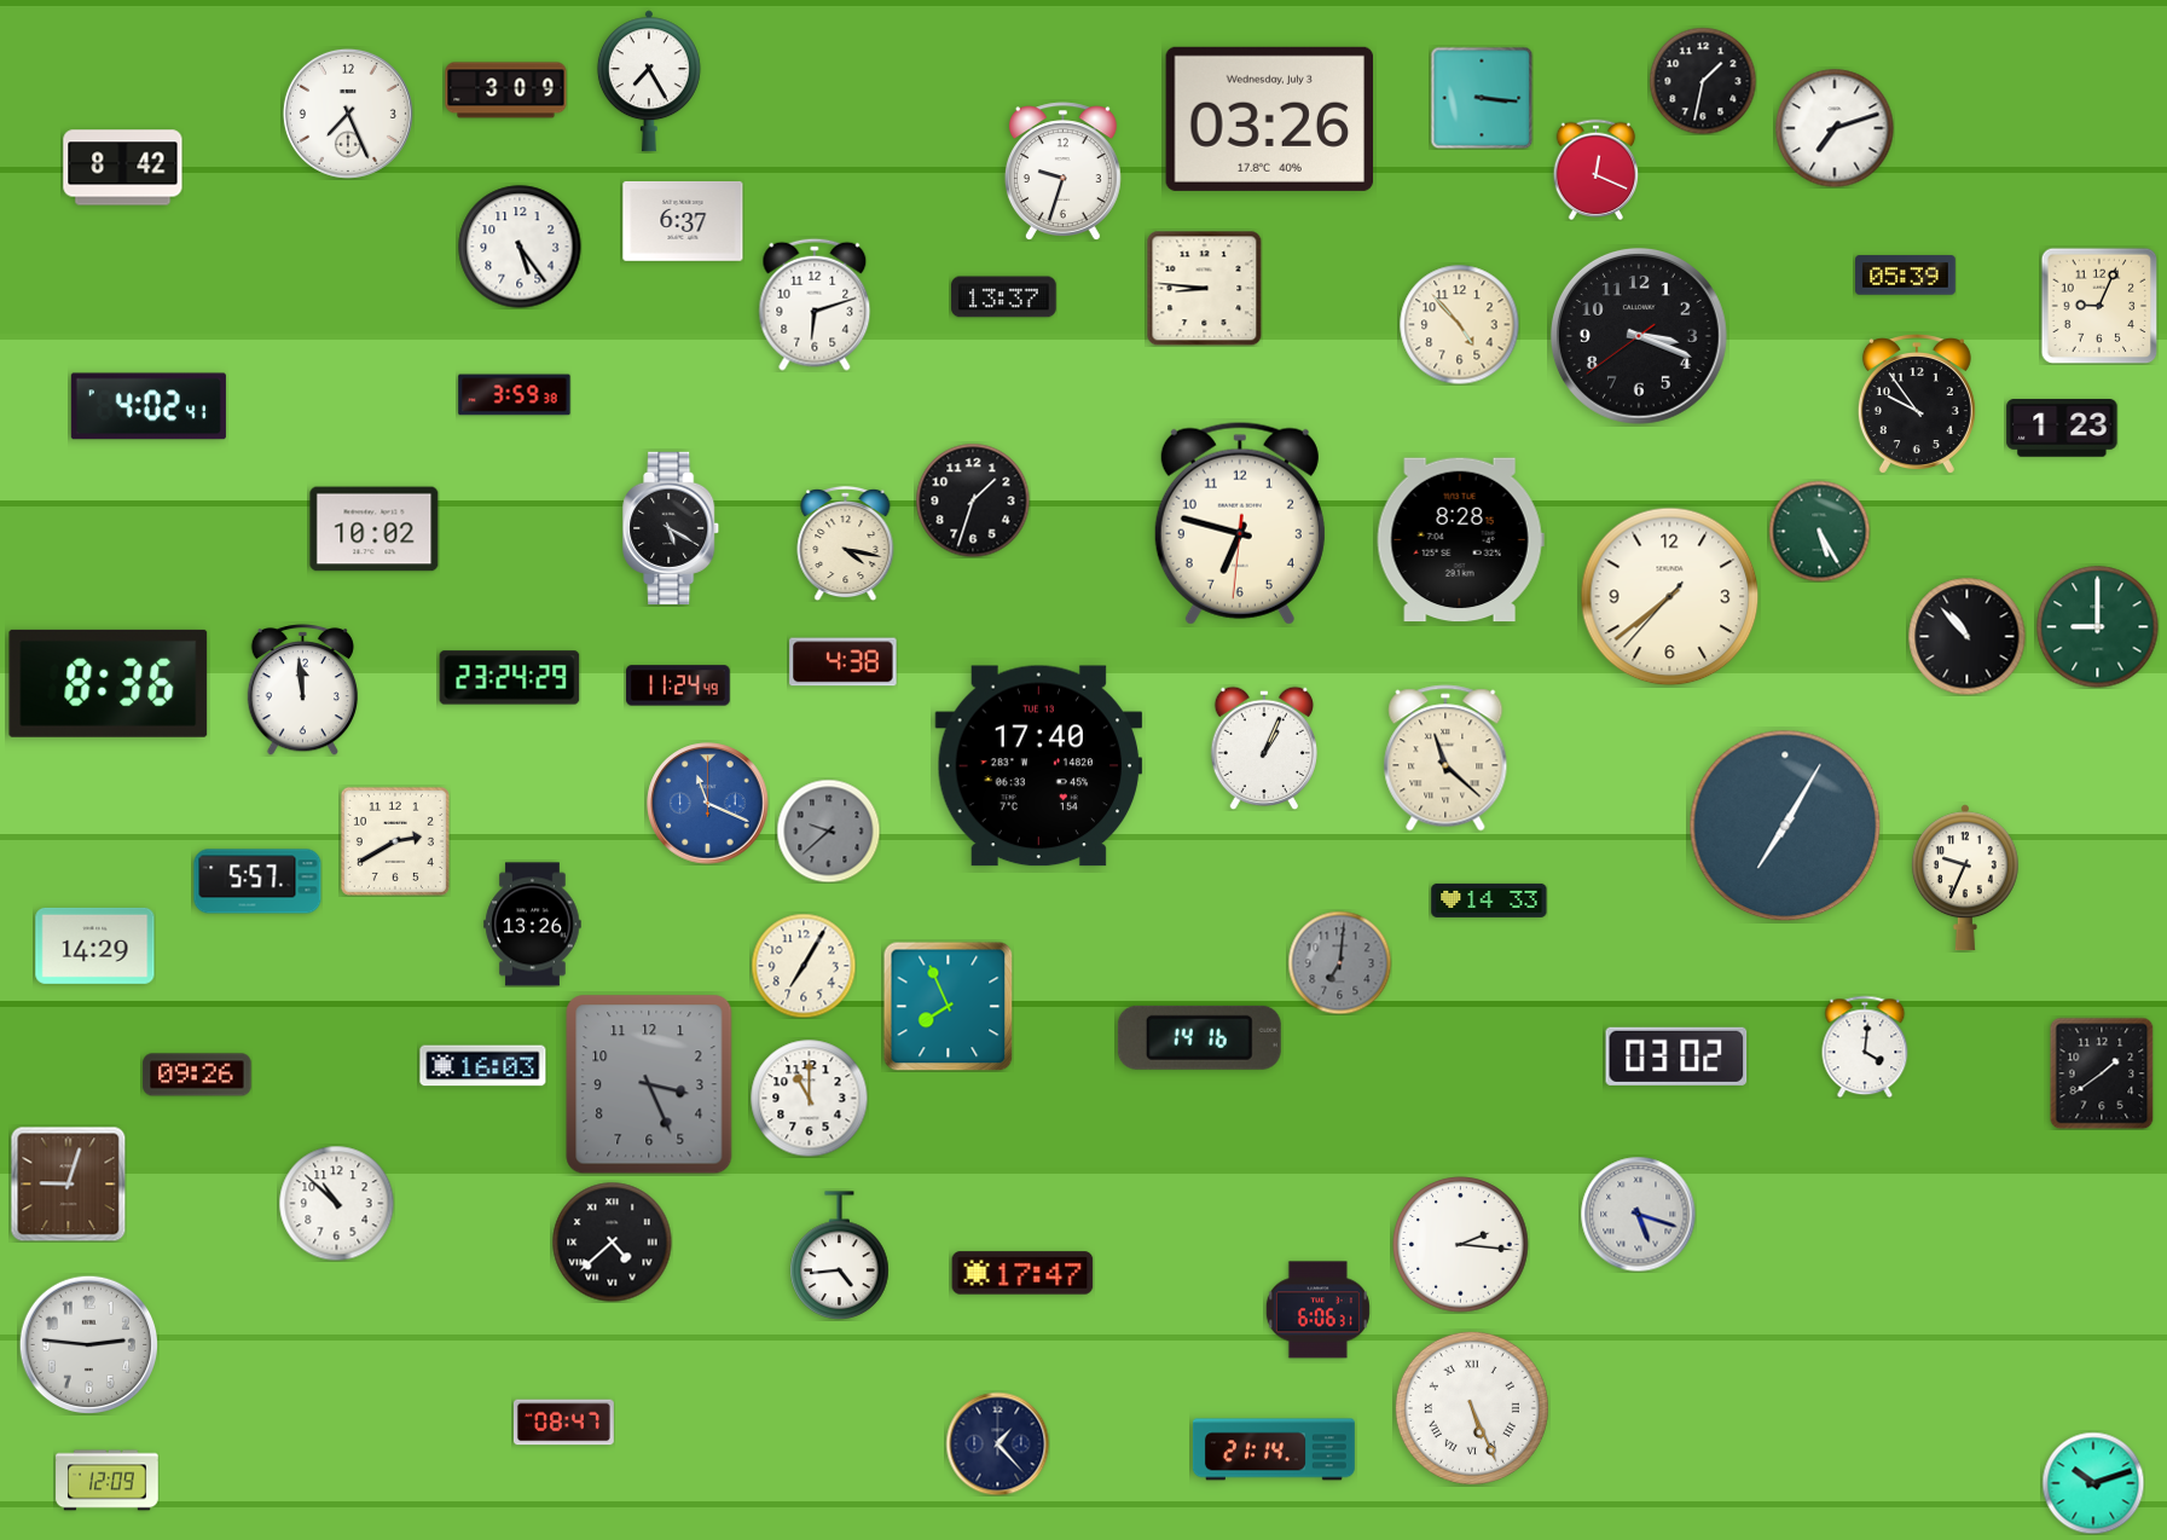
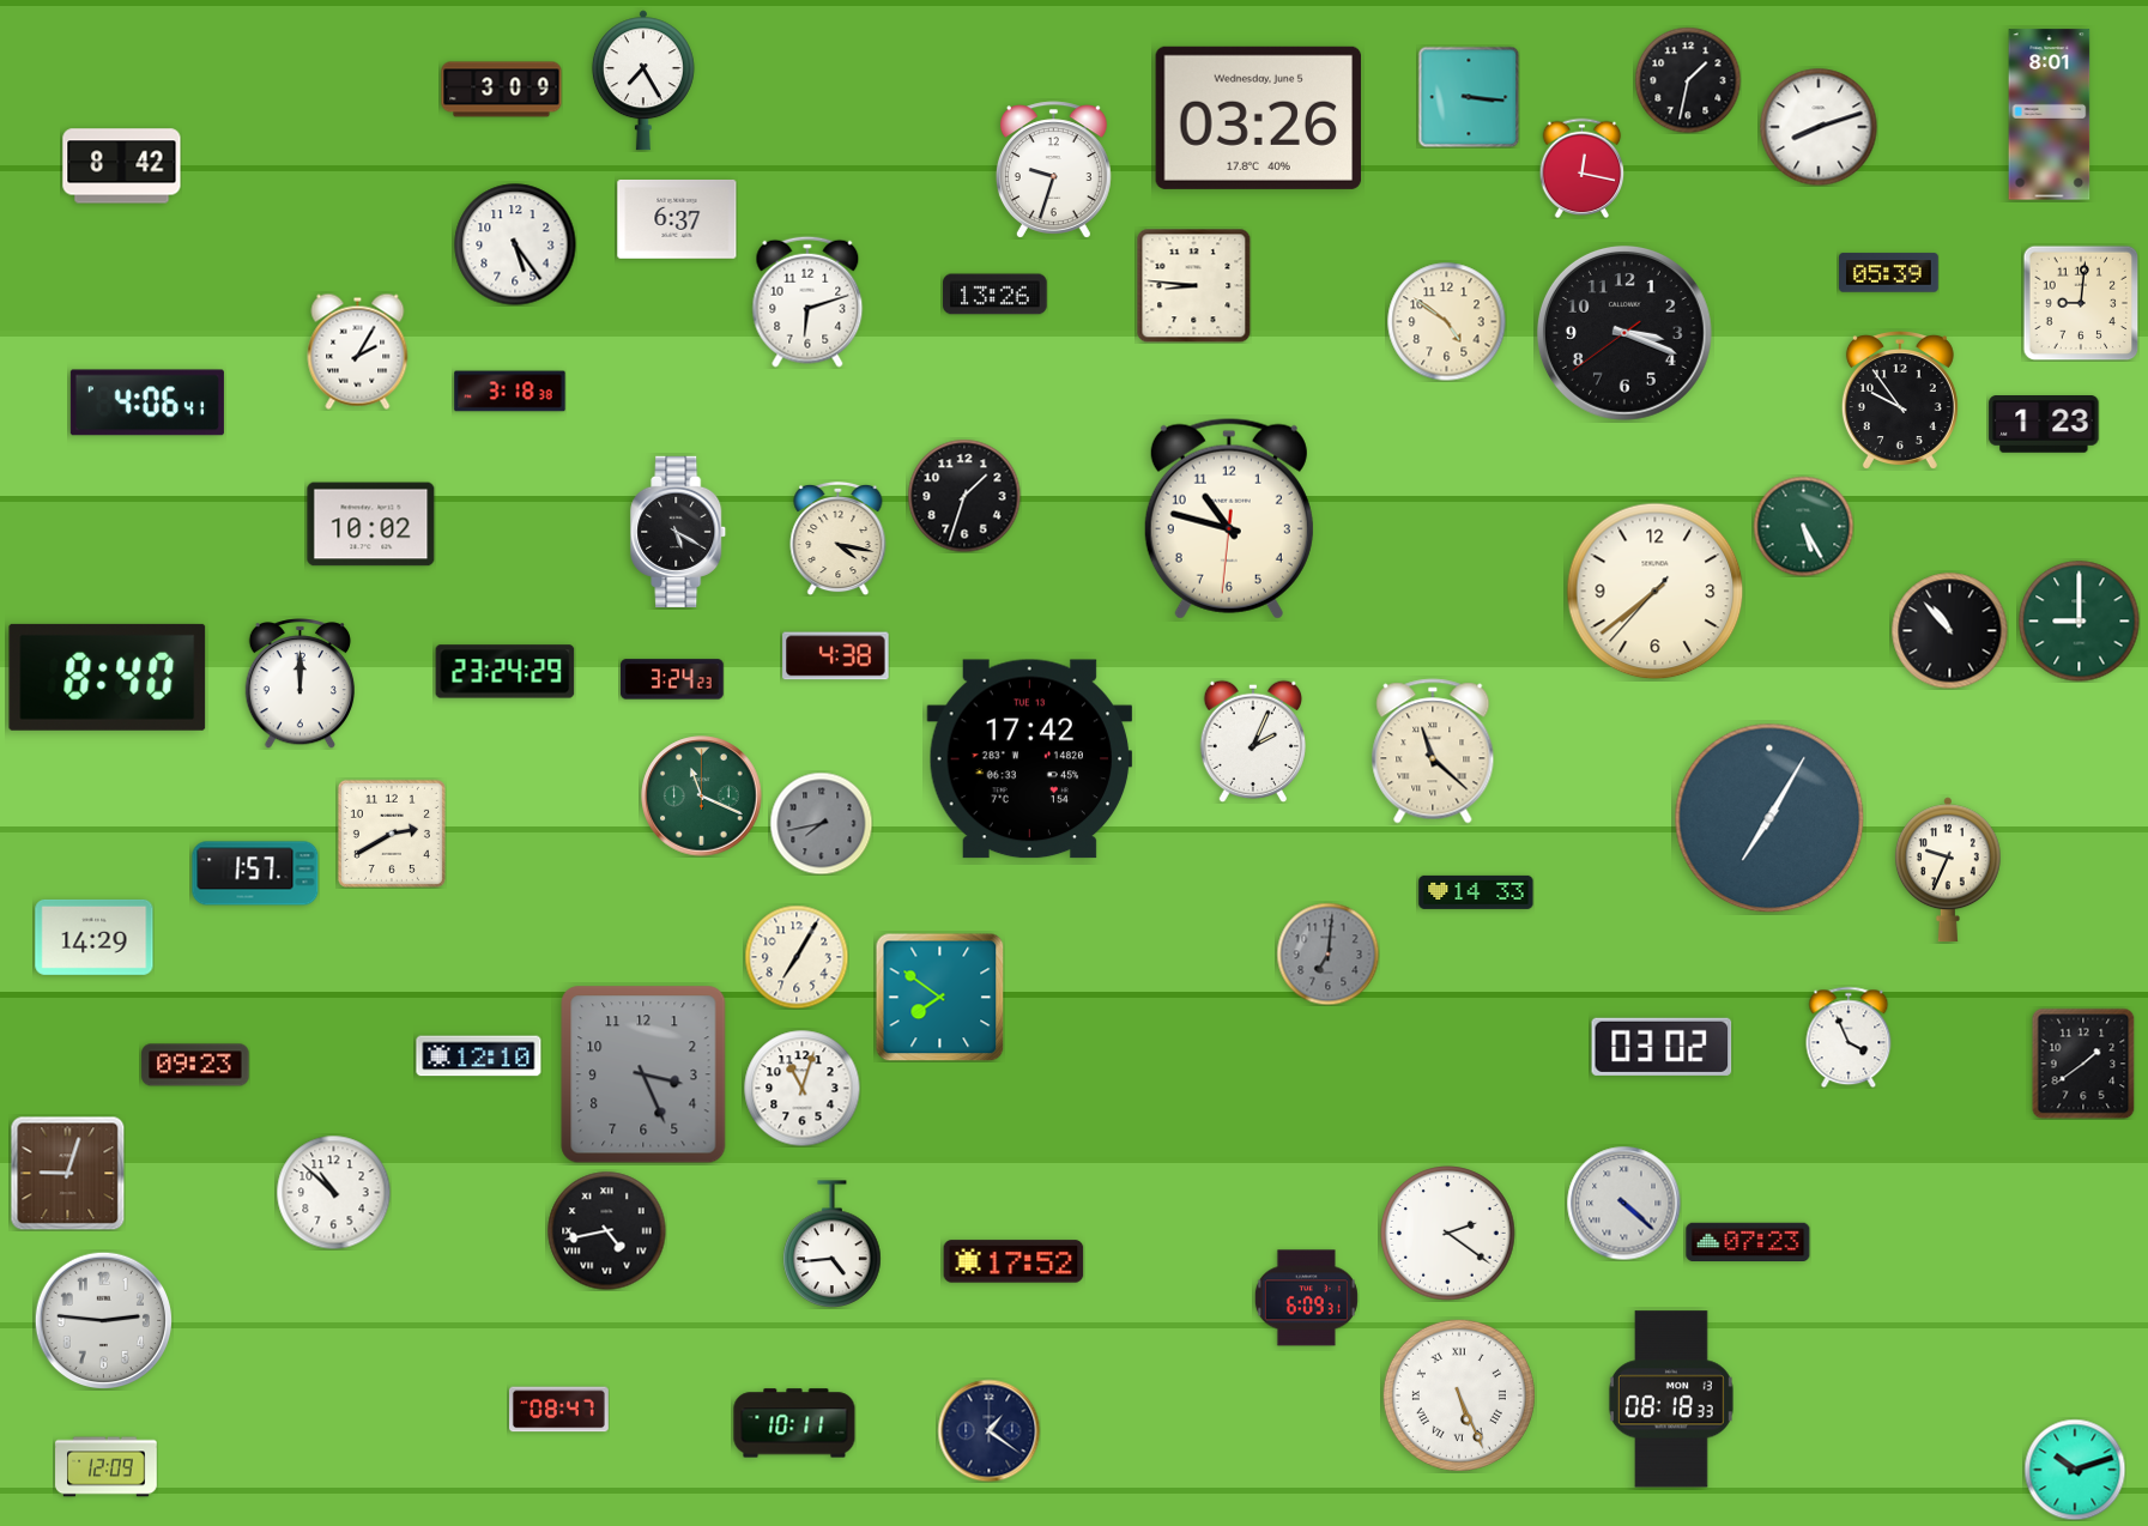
clock at (348, 114): 7:26 -> none
clock at (2050, 115): none -> 8:01
clock at (1270, 118) date: Wednesday, July 3 -> Wednesday, June 5
clock at (1835, 128): 7:12 -> 8:12
clock at (1597, 169): 12:19 -> 12:17
clock at (1004, 297): 13:37 -> 13:26
clock at (2099, 306): 9:04 -> 9:01
clock at (1460, 325): 4:53 -> 4:51
clock at (358, 351): none -> 2:05
clock at (515, 395): 3:59 -> 3:18
clock at (149, 406): 4:02 -> 4:06
clock at (1240, 523): 6:47 -> 10:47
clock at (672, 528) position: (672, 528) -> (679, 532)
clock at (1460, 540): 8:28 -> none
clock at (109, 683): 8:36 -> 8:40
clock at (678, 685): 11:24 -> 3:24
clock at (302, 690): 11:59 -> 12:00
clock at (1264, 748): 1:04 -> 2:04
clock at (1039, 766): 17:40 -> 17:42
clock at (708, 804) dial: blue -> green
clock at (828, 830): 9:38 -> 7:43
clock at (257, 881): 5:57 -> 1:57
clock at (533, 925): 13:26 -> none
clock at (948, 1006): 7:56 -> 7:51
clock at (1199, 1037): 14:16 -> none
clock at (1865, 1047): 4:01 -> 3:56
clock at (483, 1066): 16:03 -> 12:10
clock at (197, 1075): 09:26 -> 09:23
clock at (809, 1098): 11:00 -> 11:03
clock at (1638, 1214): 5:18 -> 4:22
clock at (613, 1243): 4:38 -> 4:43
clock at (1461, 1245): 2:16 -> 2:21
clock at (1748, 1241): none -> 07:23
clock at (1022, 1273): 17:47 -> 17:52
clock at (1317, 1310): 6:06 -> 6:09
clock at (88, 1344) position: (88, 1344) -> (103, 1320)
clock at (1671, 1399): none -> 08:18
clock at (794, 1423): none -> 10:11
clock at (997, 1443): 1:23 -> 1:21
clock at (1274, 1449): 21:14 -> none
